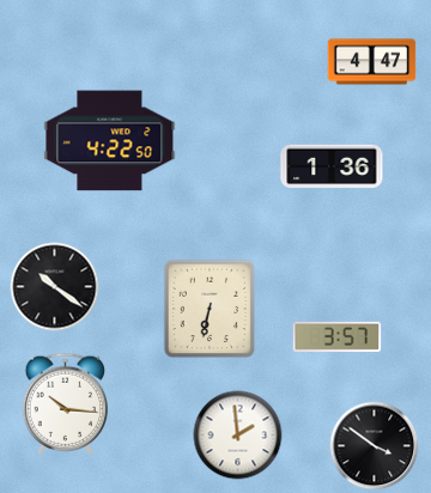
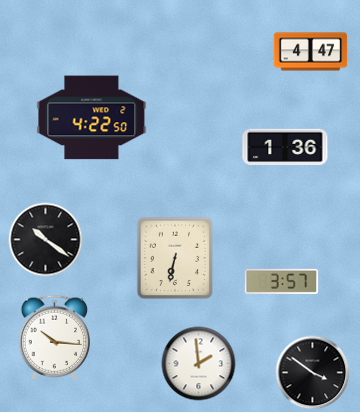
clock at (332, 166) position: (332, 166) -> (285, 147)
